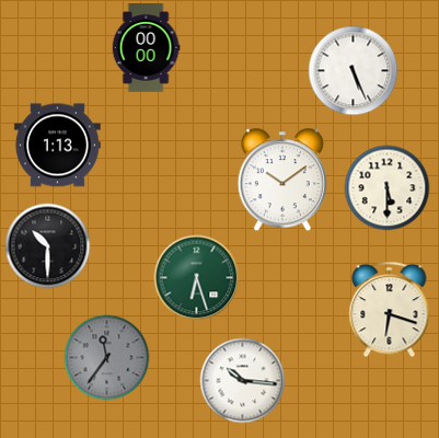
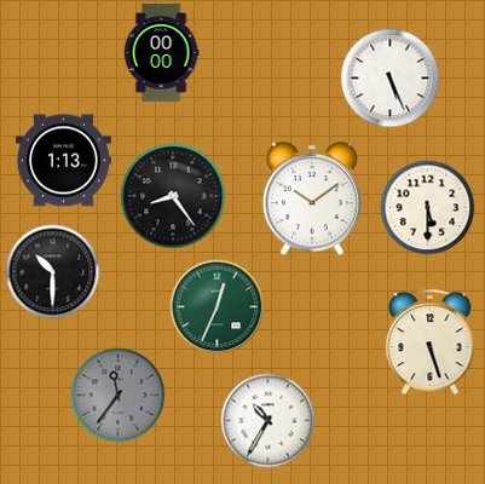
clock at (173, 196): none -> 8:24
clock at (196, 277): 6:27 -> 12:34
clock at (390, 309): 6:18 -> 5:27
clock at (242, 380): 10:16 -> 10:35
